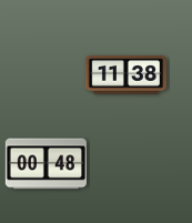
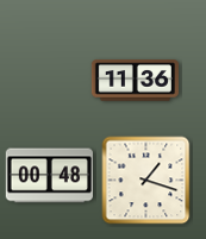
clock at (125, 75): 11:38 -> 11:36
clock at (146, 181): none -> 1:18
